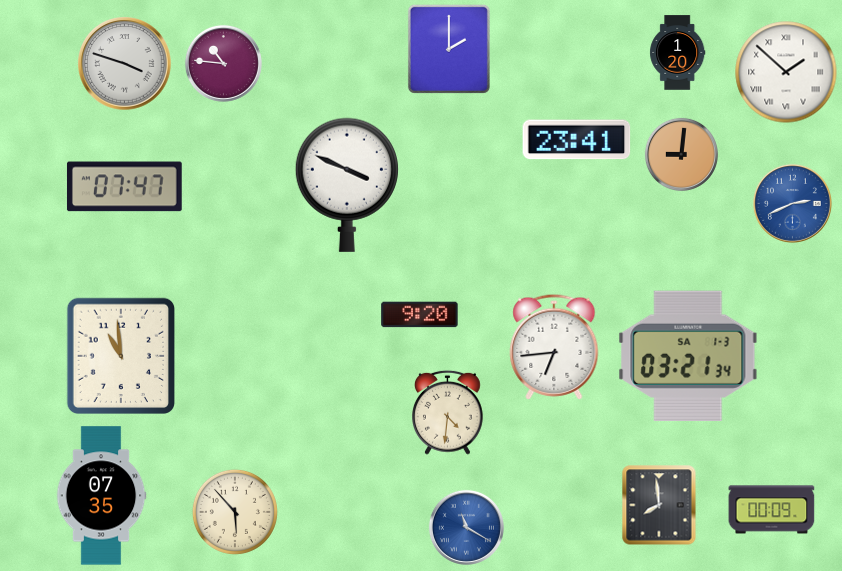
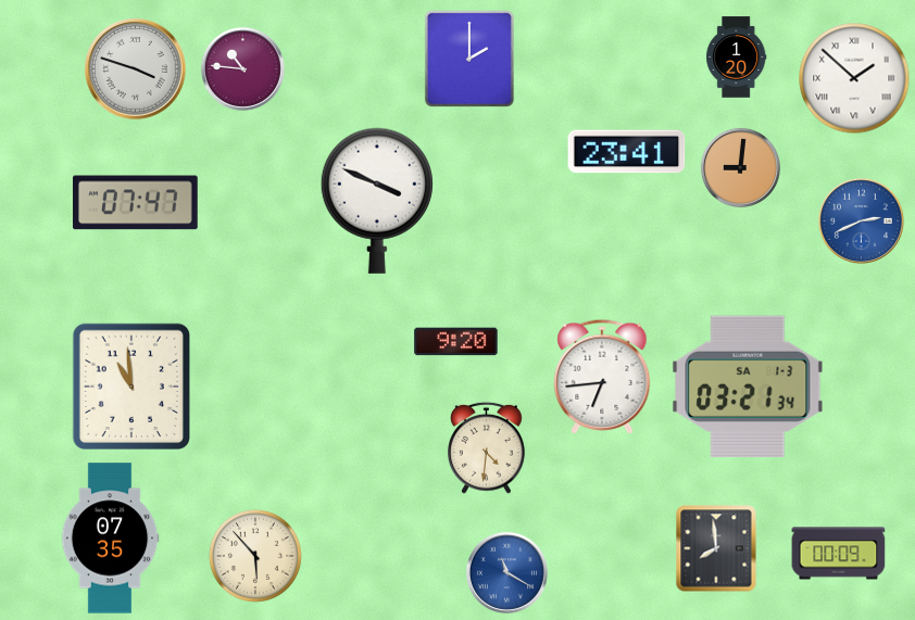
clock at (449, 49) position: (449, 49) -> (469, 59)
